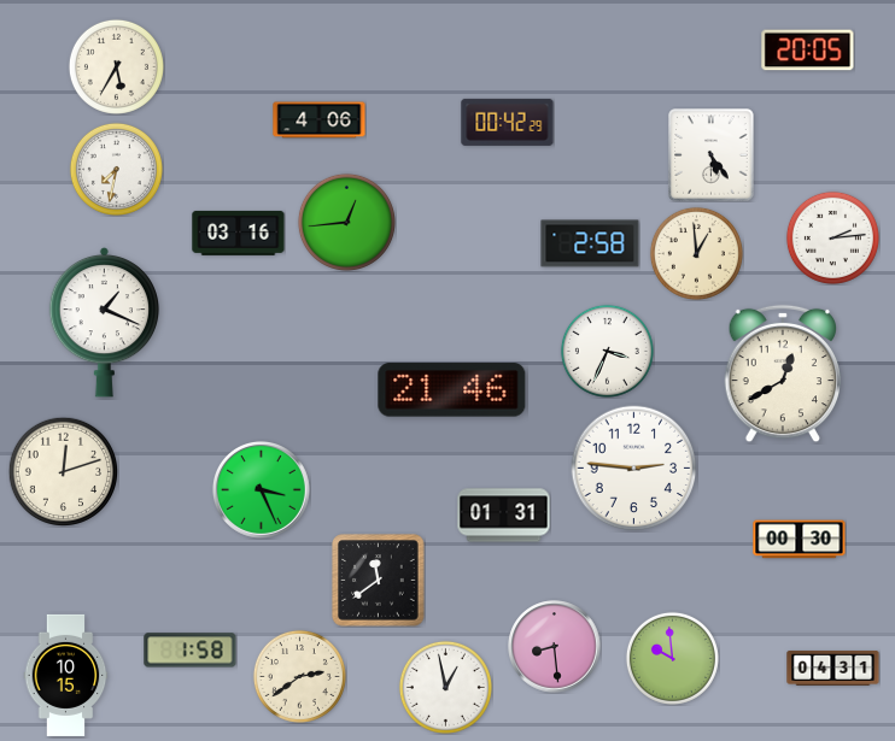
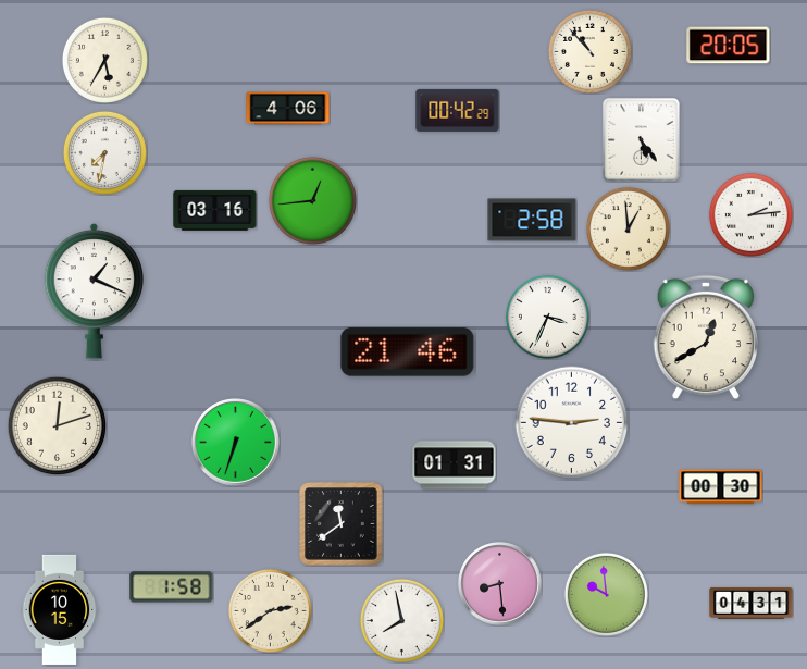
clock at (589, 51): none -> 10:53
clock at (262, 490): 3:26 -> 6:33
clock at (445, 687): 12:58 -> 7:58
